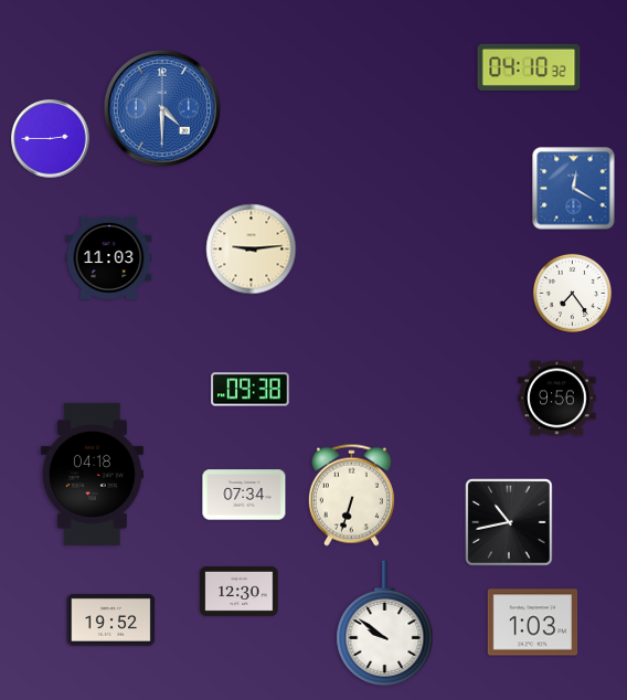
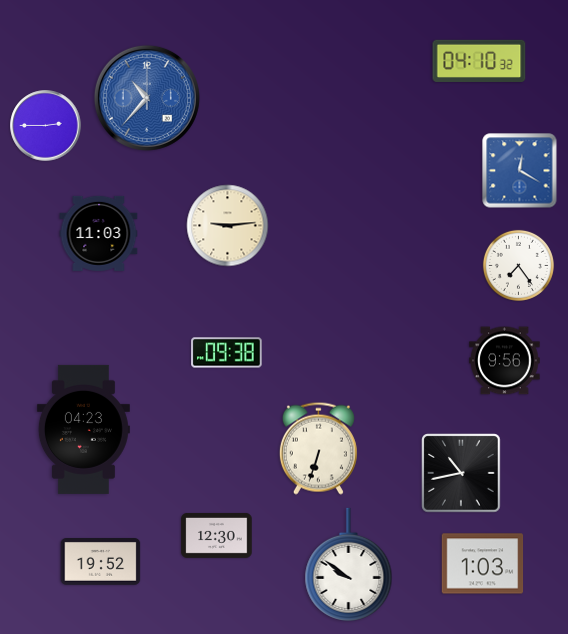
clock at (162, 108): 4:30 -> 10:37
clock at (92, 474): 04:18 -> 04:23
clock at (244, 495): 07:34 -> none
